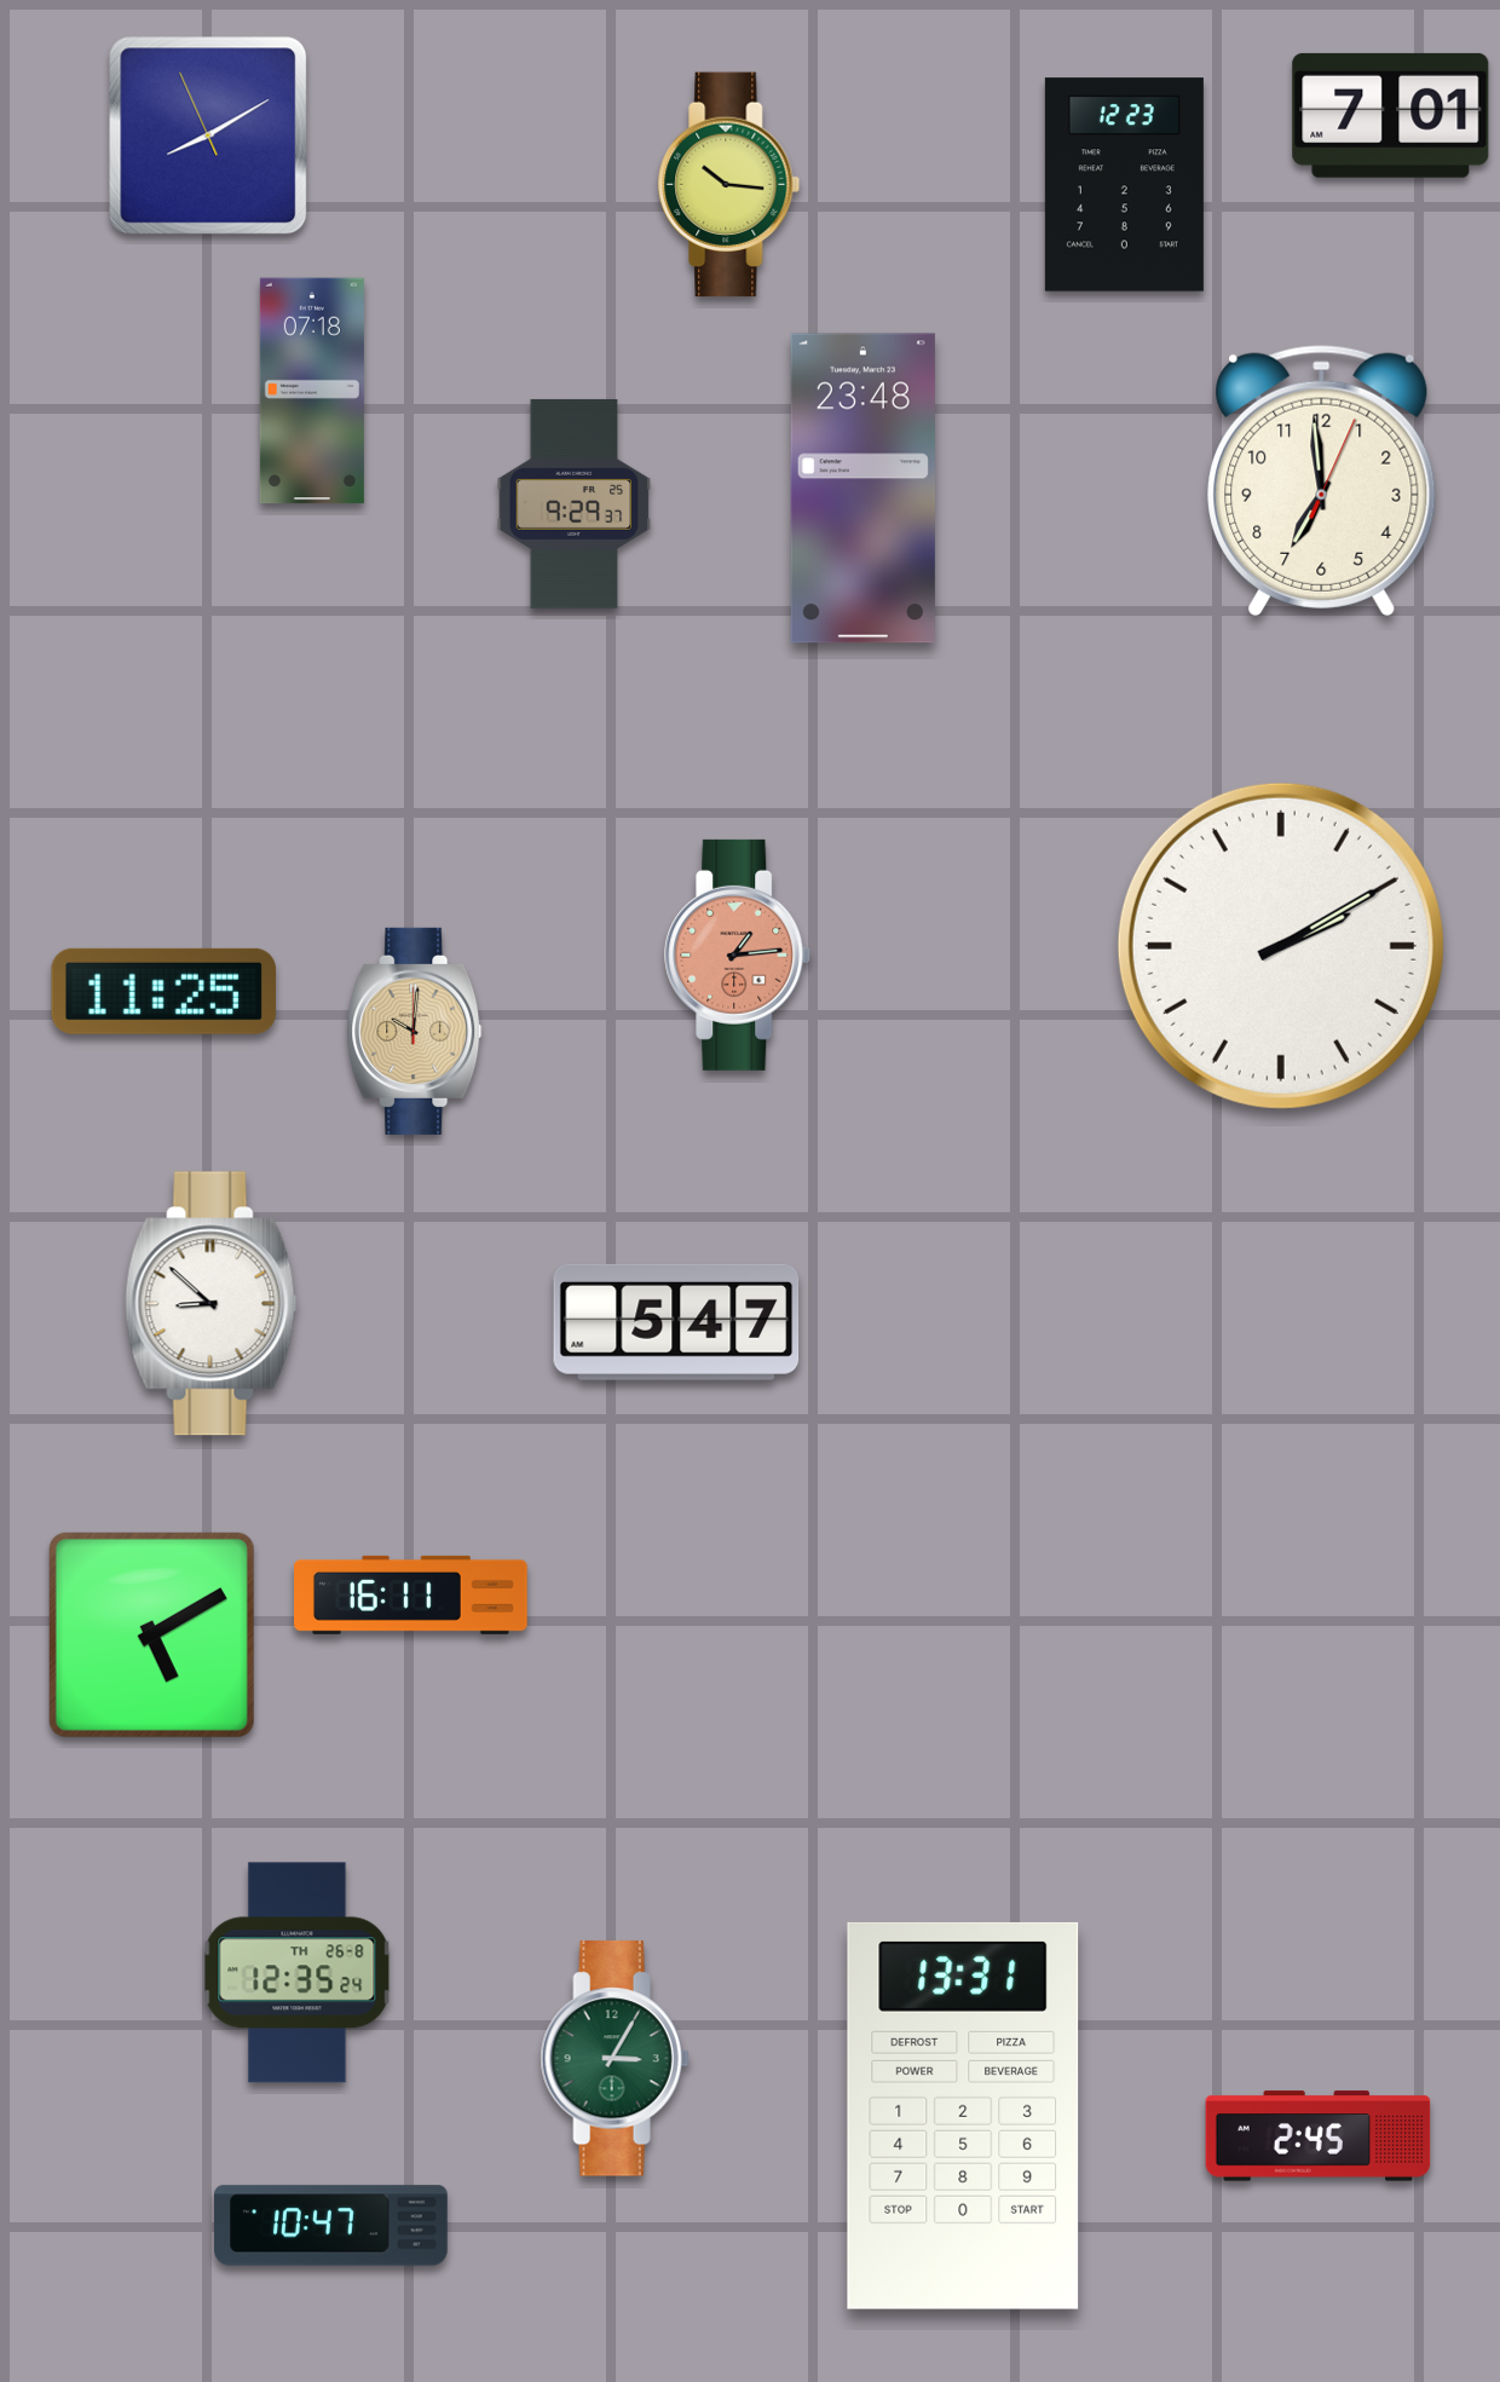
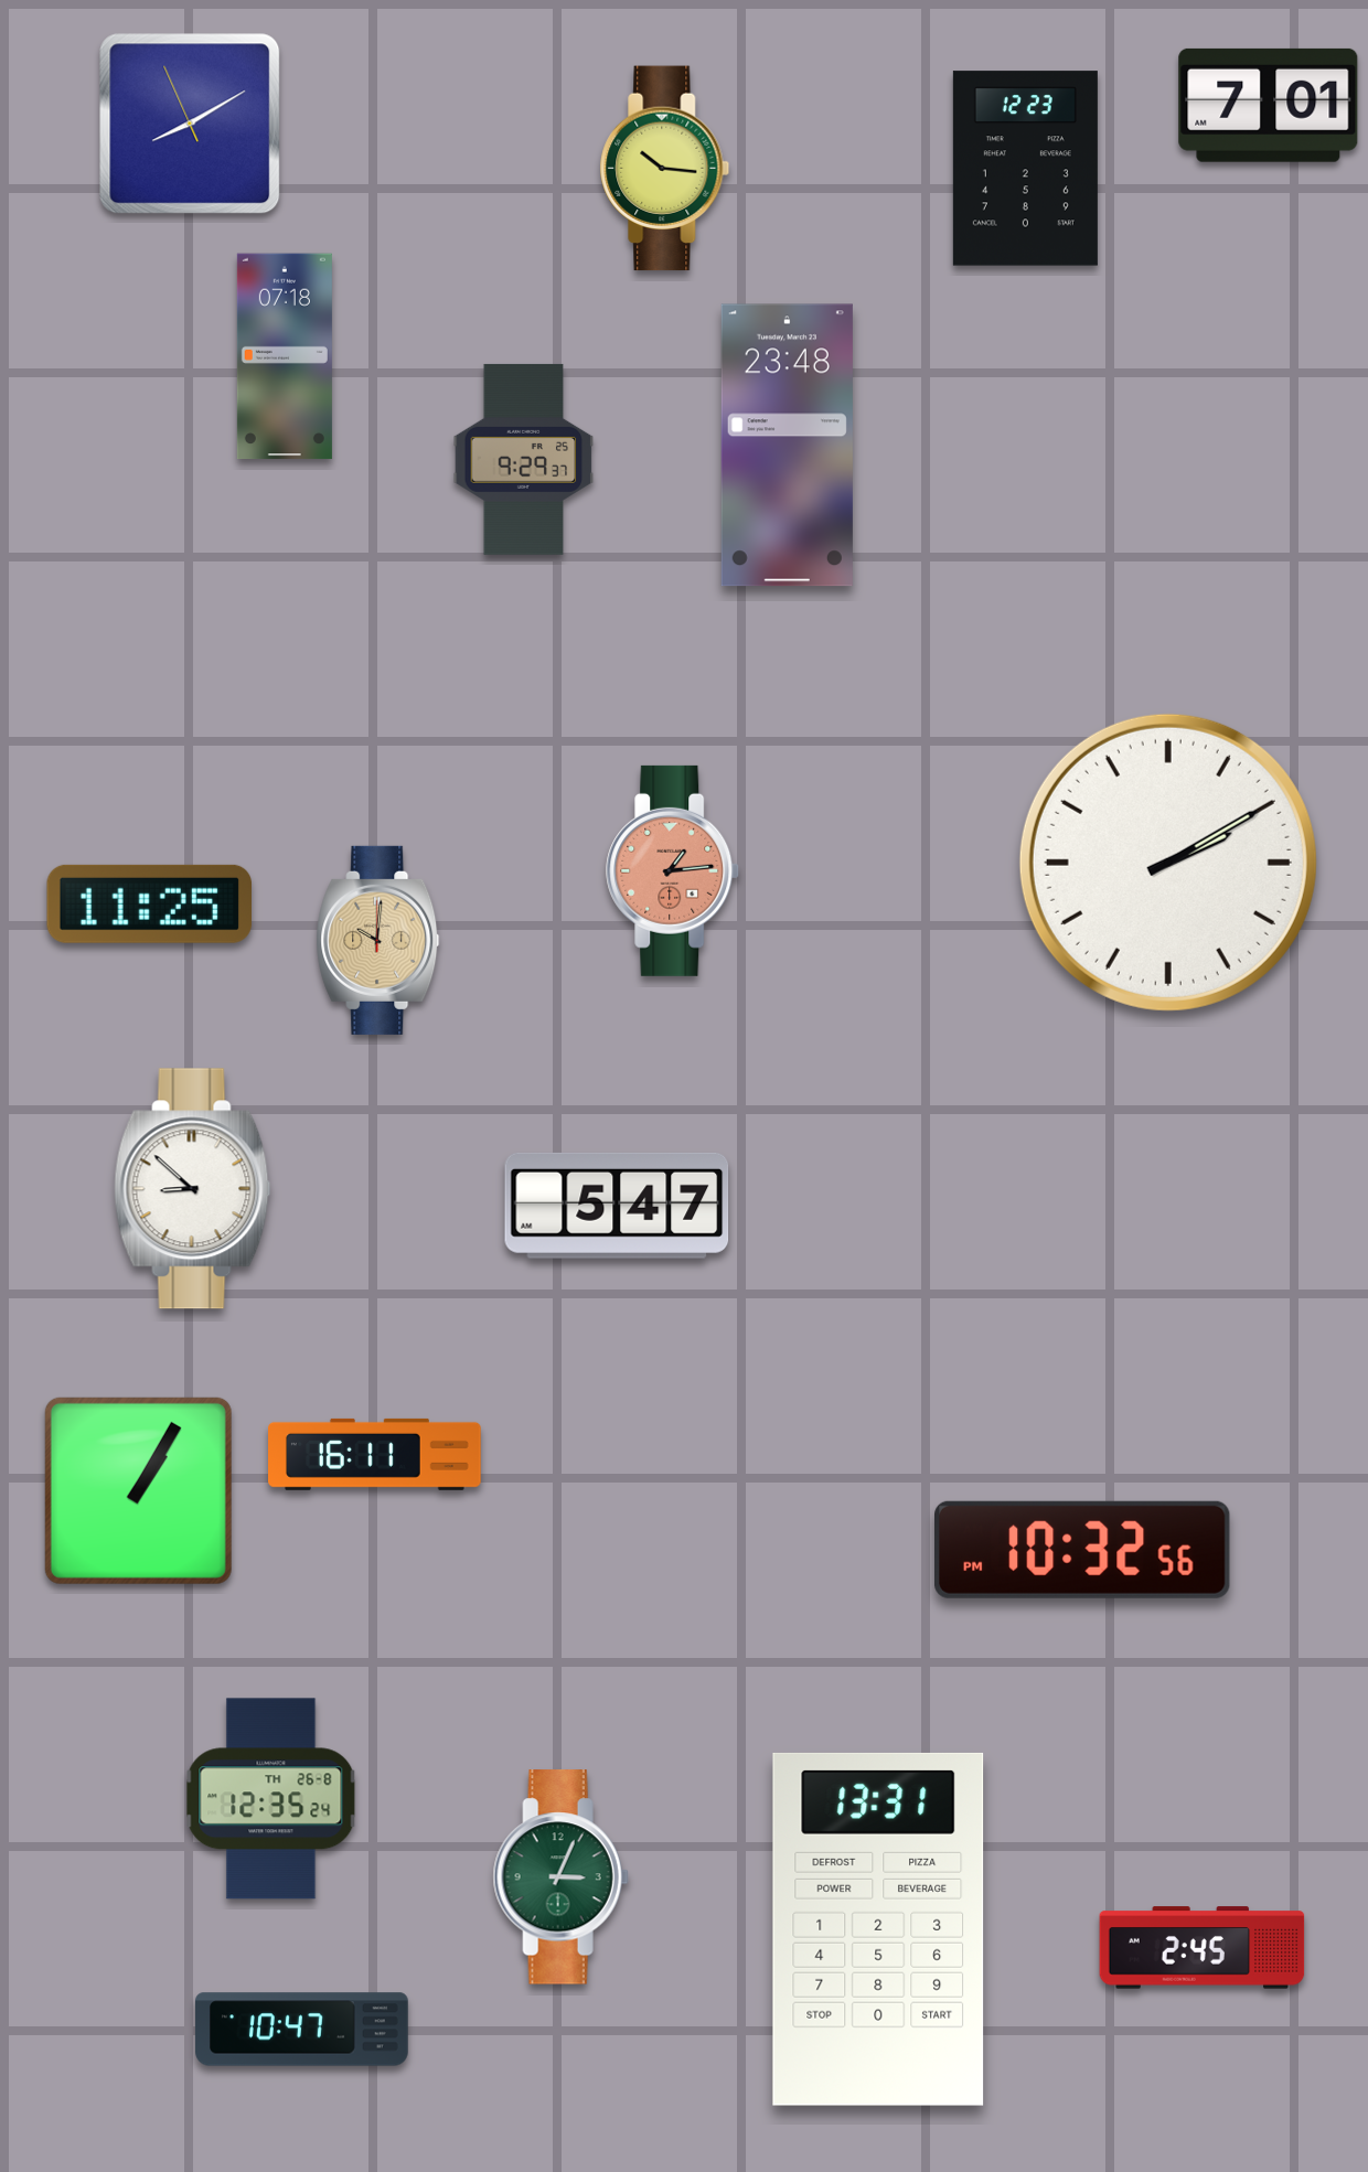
clock at (1322, 481): 6:59 -> none
clock at (151, 1634): 5:10 -> 1:05
clock at (1083, 1550): none -> 10:32
clock at (615, 2059): 3:05 -> 3:04
